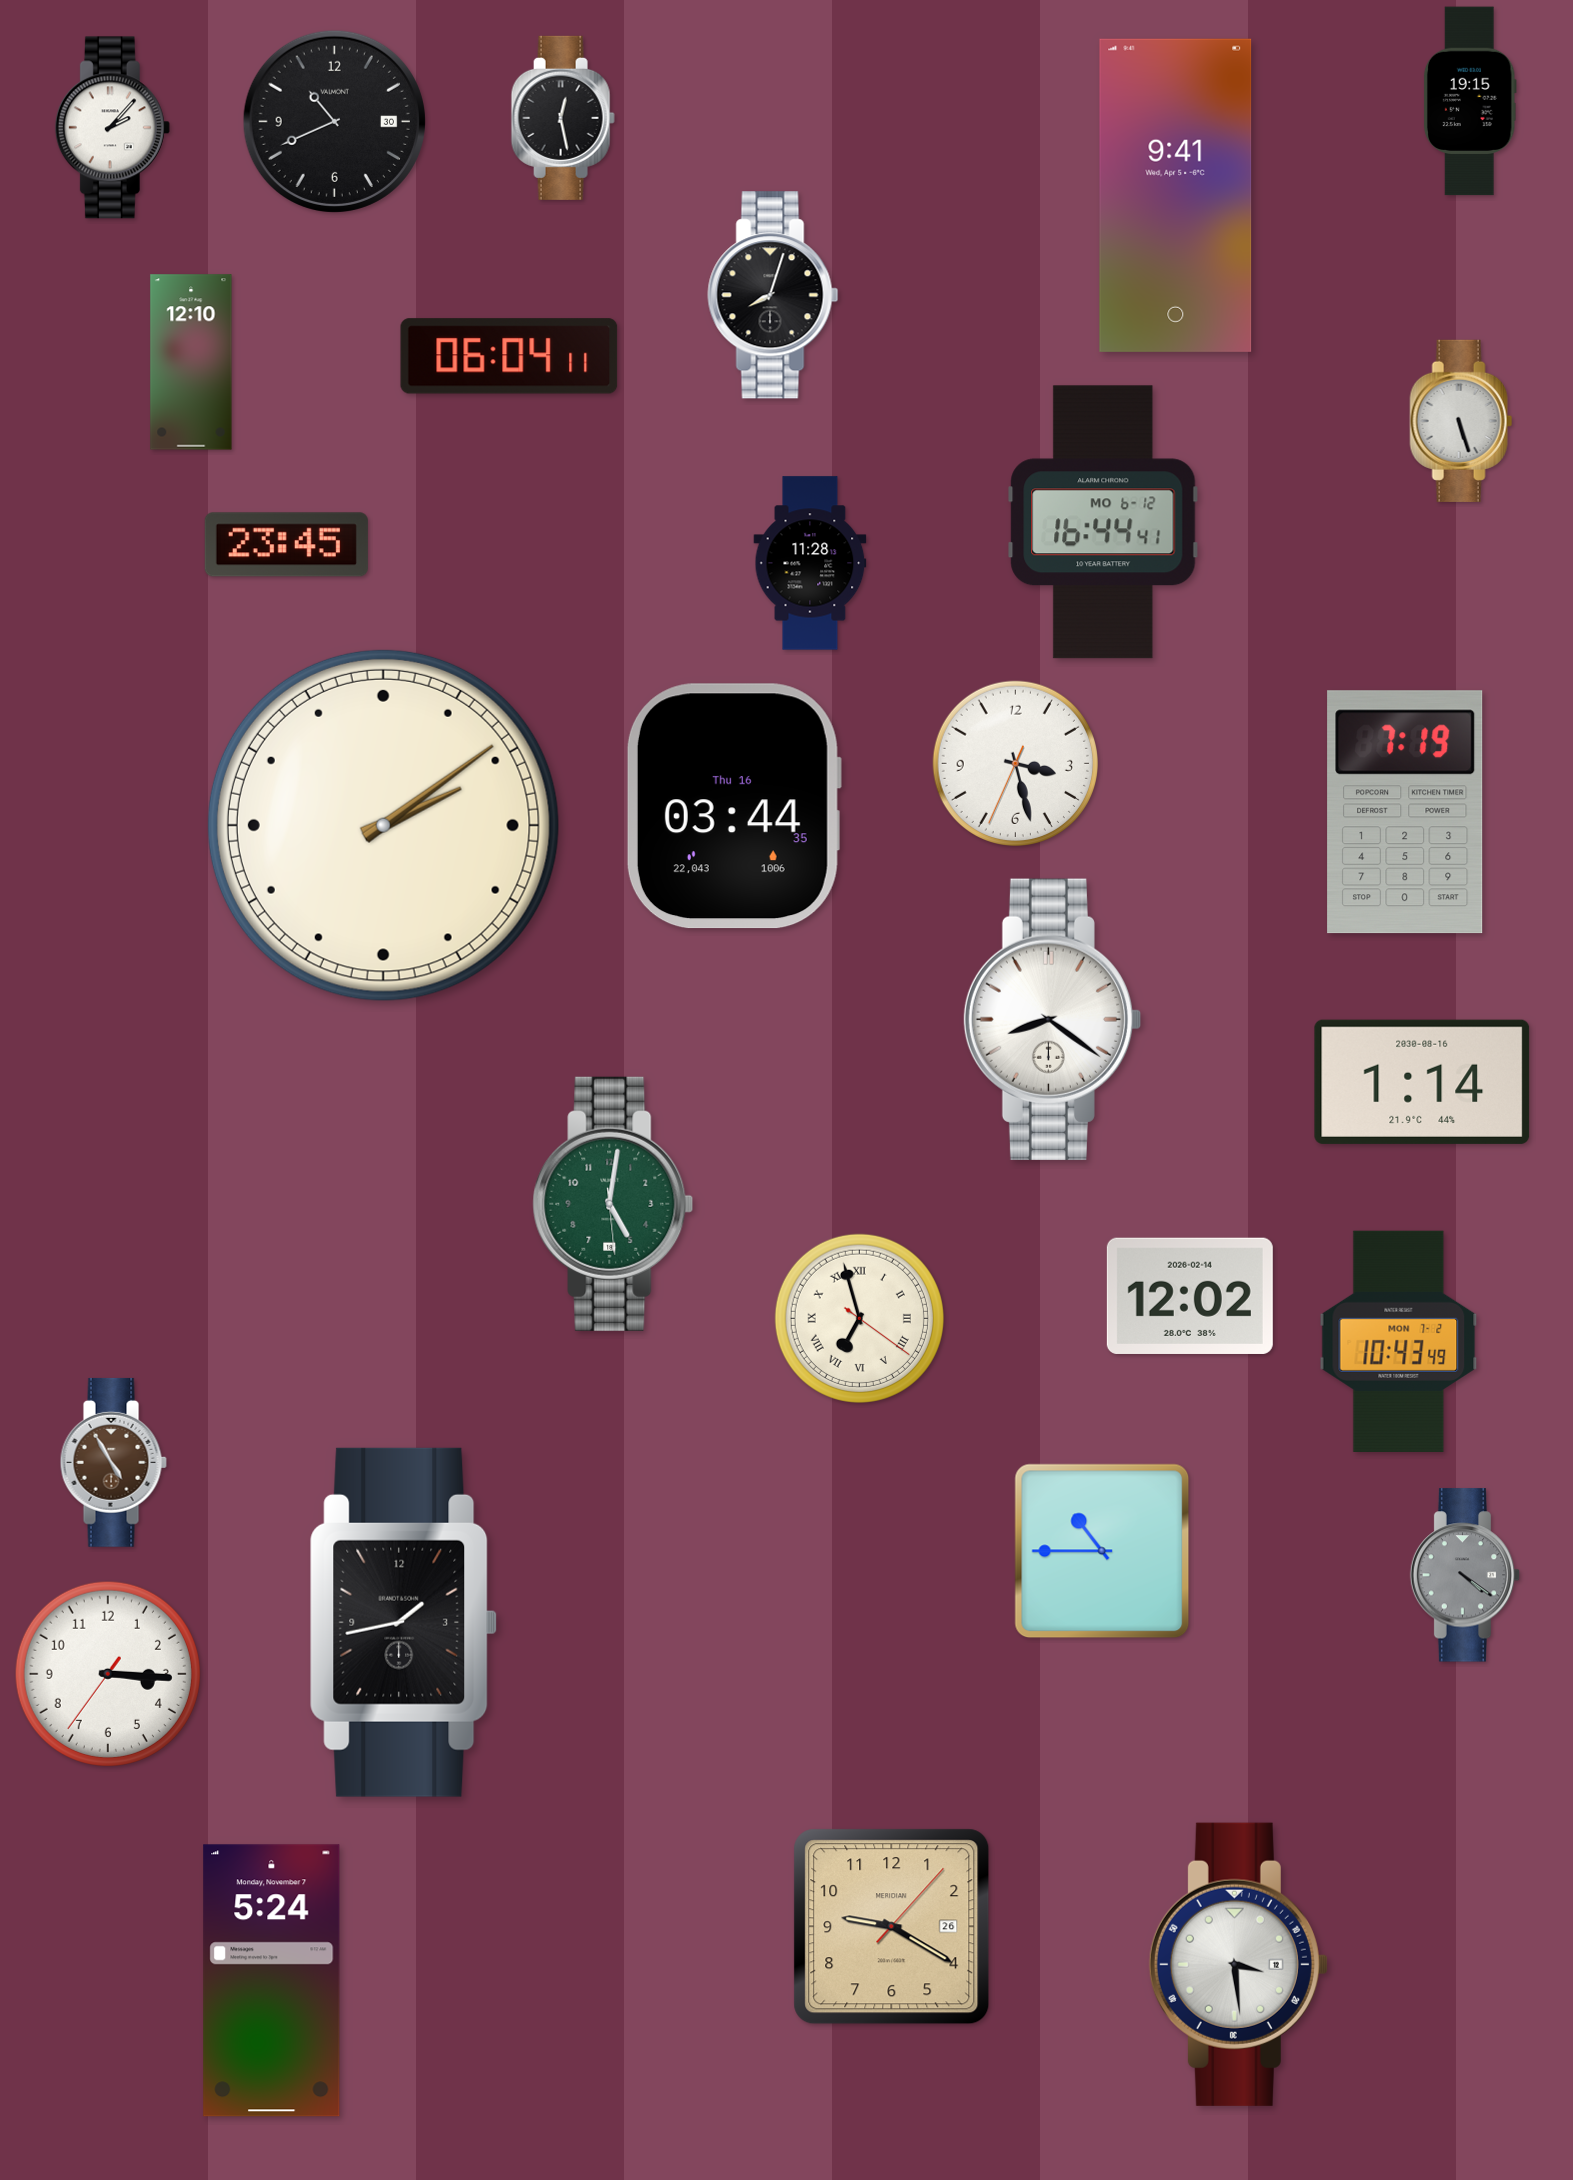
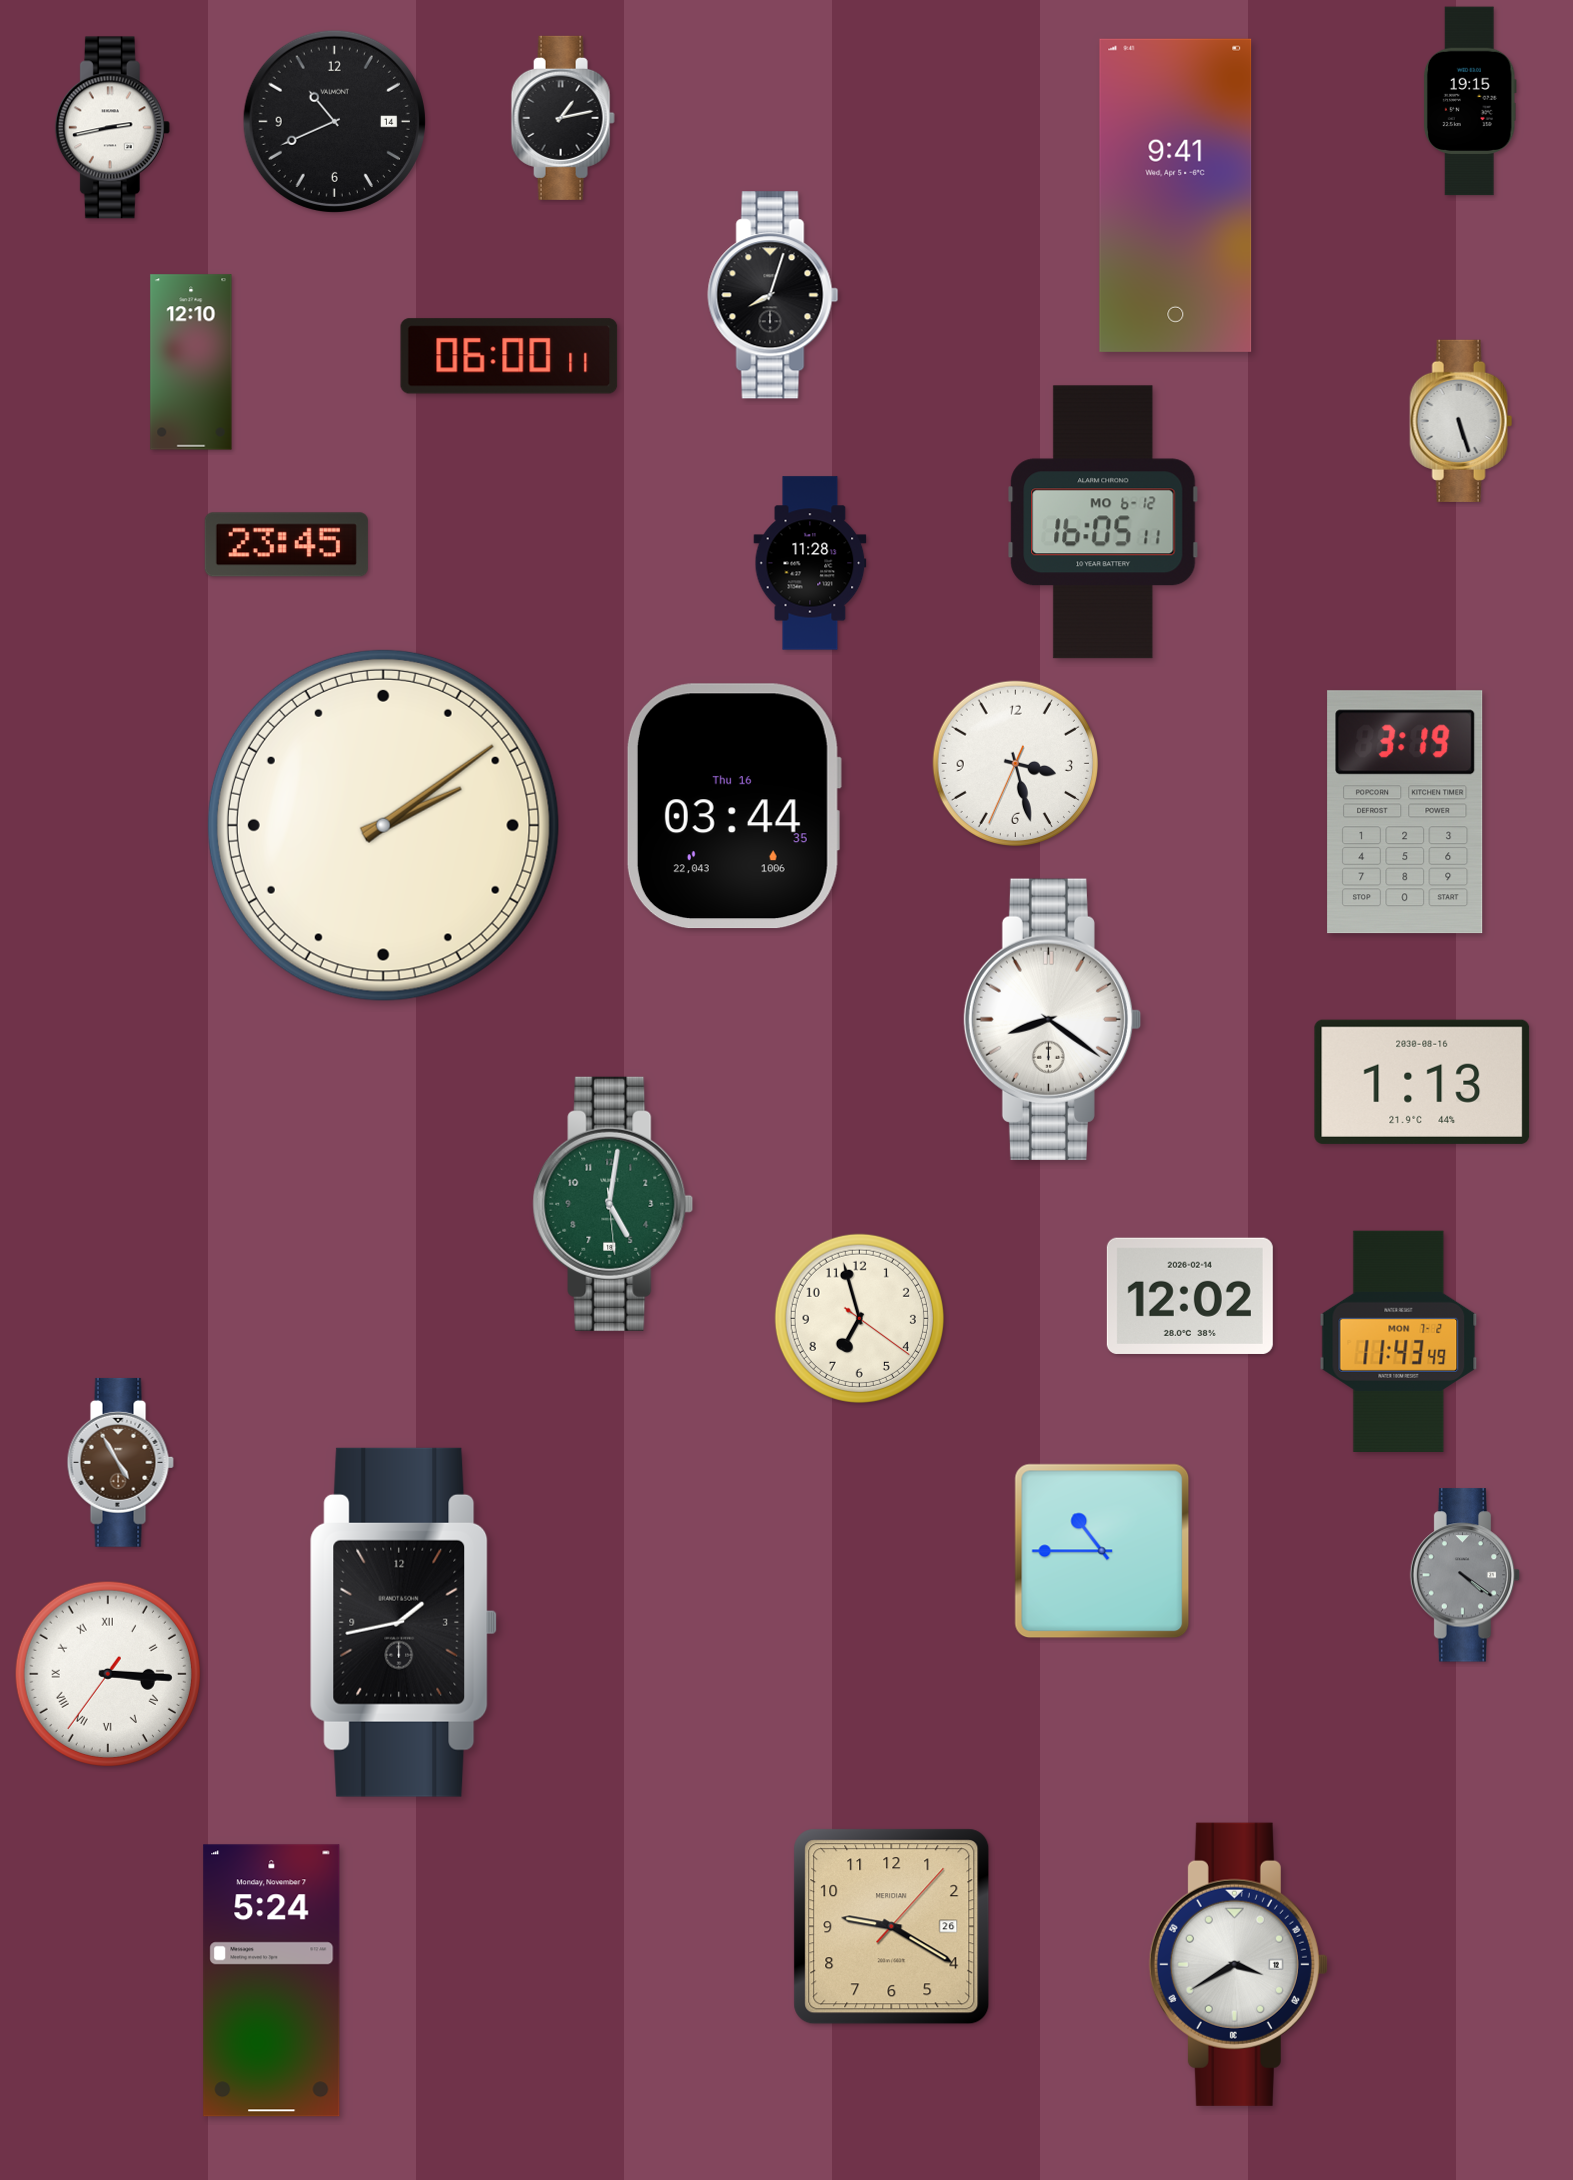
clock at (563, 118): 12:28 -> 1:13
clock at (334, 121) date: 30 -> 14
clock at (112, 128): 2:07 -> 2:43
clock at (509, 356): 06:04 -> 06:00
clock at (1103, 522): 16:44 -> 16:05
clock at (1405, 812): 7:19 -> 3:19
clock at (1422, 1082): 1:14 -> 1:13
clock at (859, 1318) numerals: Roman -> Arabic
clock at (1399, 1341): 10:43 -> 11:43
clock at (113, 1462) position: (113, 1462) -> (120, 1462)
clock at (108, 1674) numerals: Arabic -> Roman
clock at (1238, 1964): 3:29 -> 3:40
